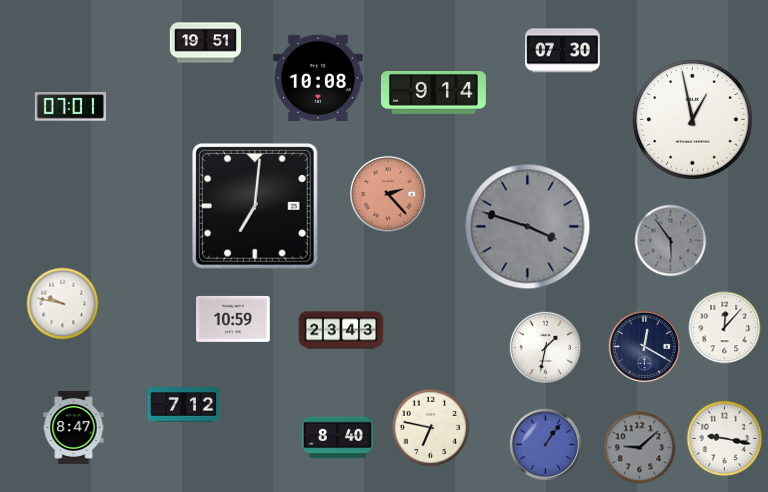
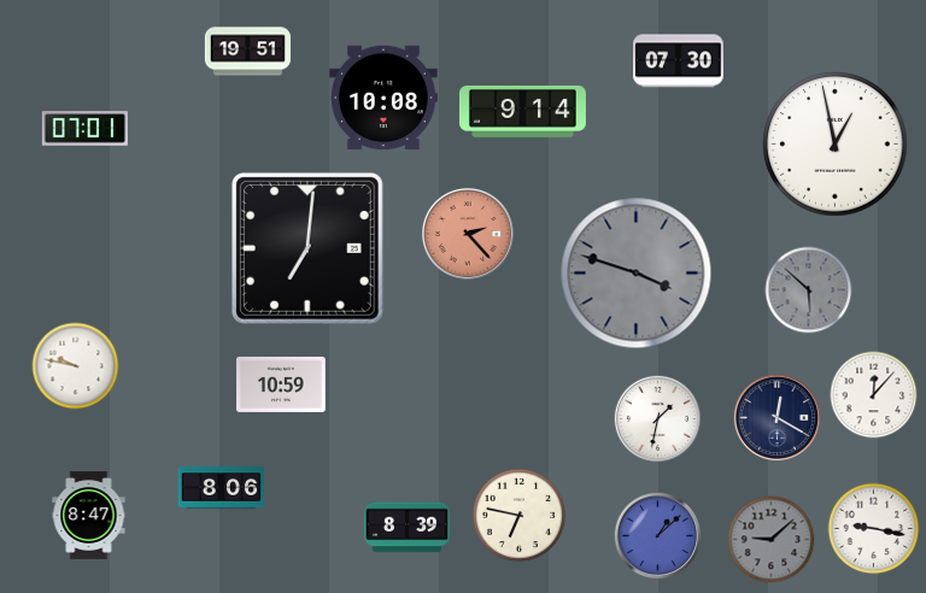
clock at (319, 78) position: (319, 78) -> (385, 98)
clock at (671, 241): 5:54 -> 5:52
clock at (341, 330): 23:43 -> none
clock at (183, 405): 7:12 -> 8:06
clock at (337, 438): 8:40 -> 8:39
clock at (545, 444): 1:06 -> 1:08
